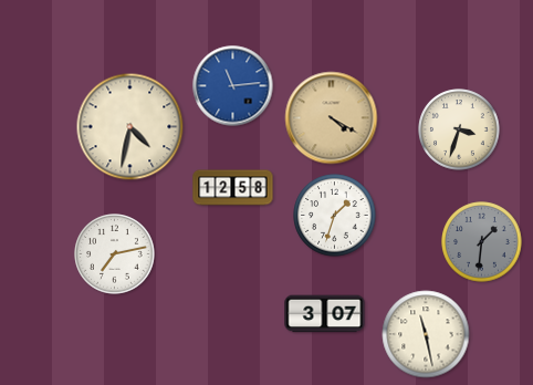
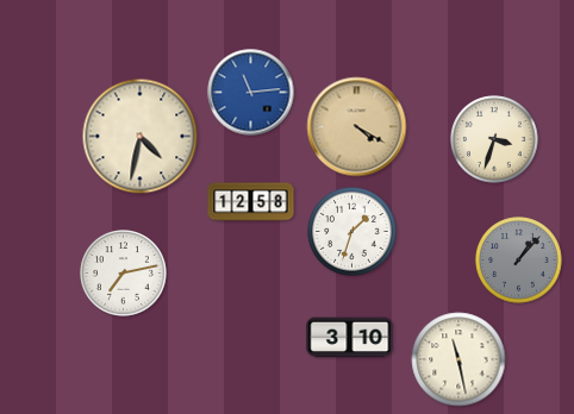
clock at (335, 216) position: (335, 216) -> (352, 232)
clock at (482, 242): 1:31 -> 1:07
clock at (325, 314): 3:07 -> 3:10
